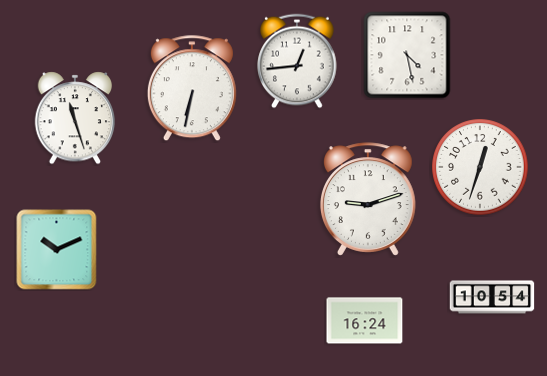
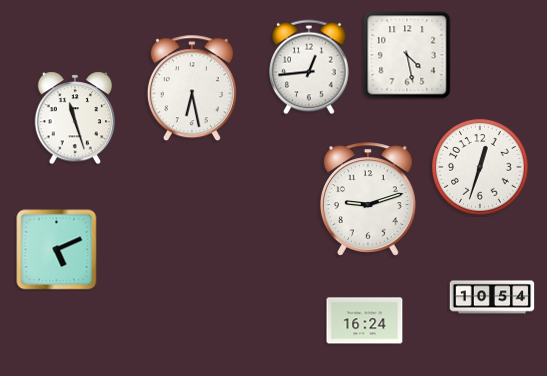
clock at (297, 61) position: (297, 61) -> (309, 67)
clock at (192, 89): 6:32 -> 6:28
clock at (57, 250): 10:11 -> 5:11
